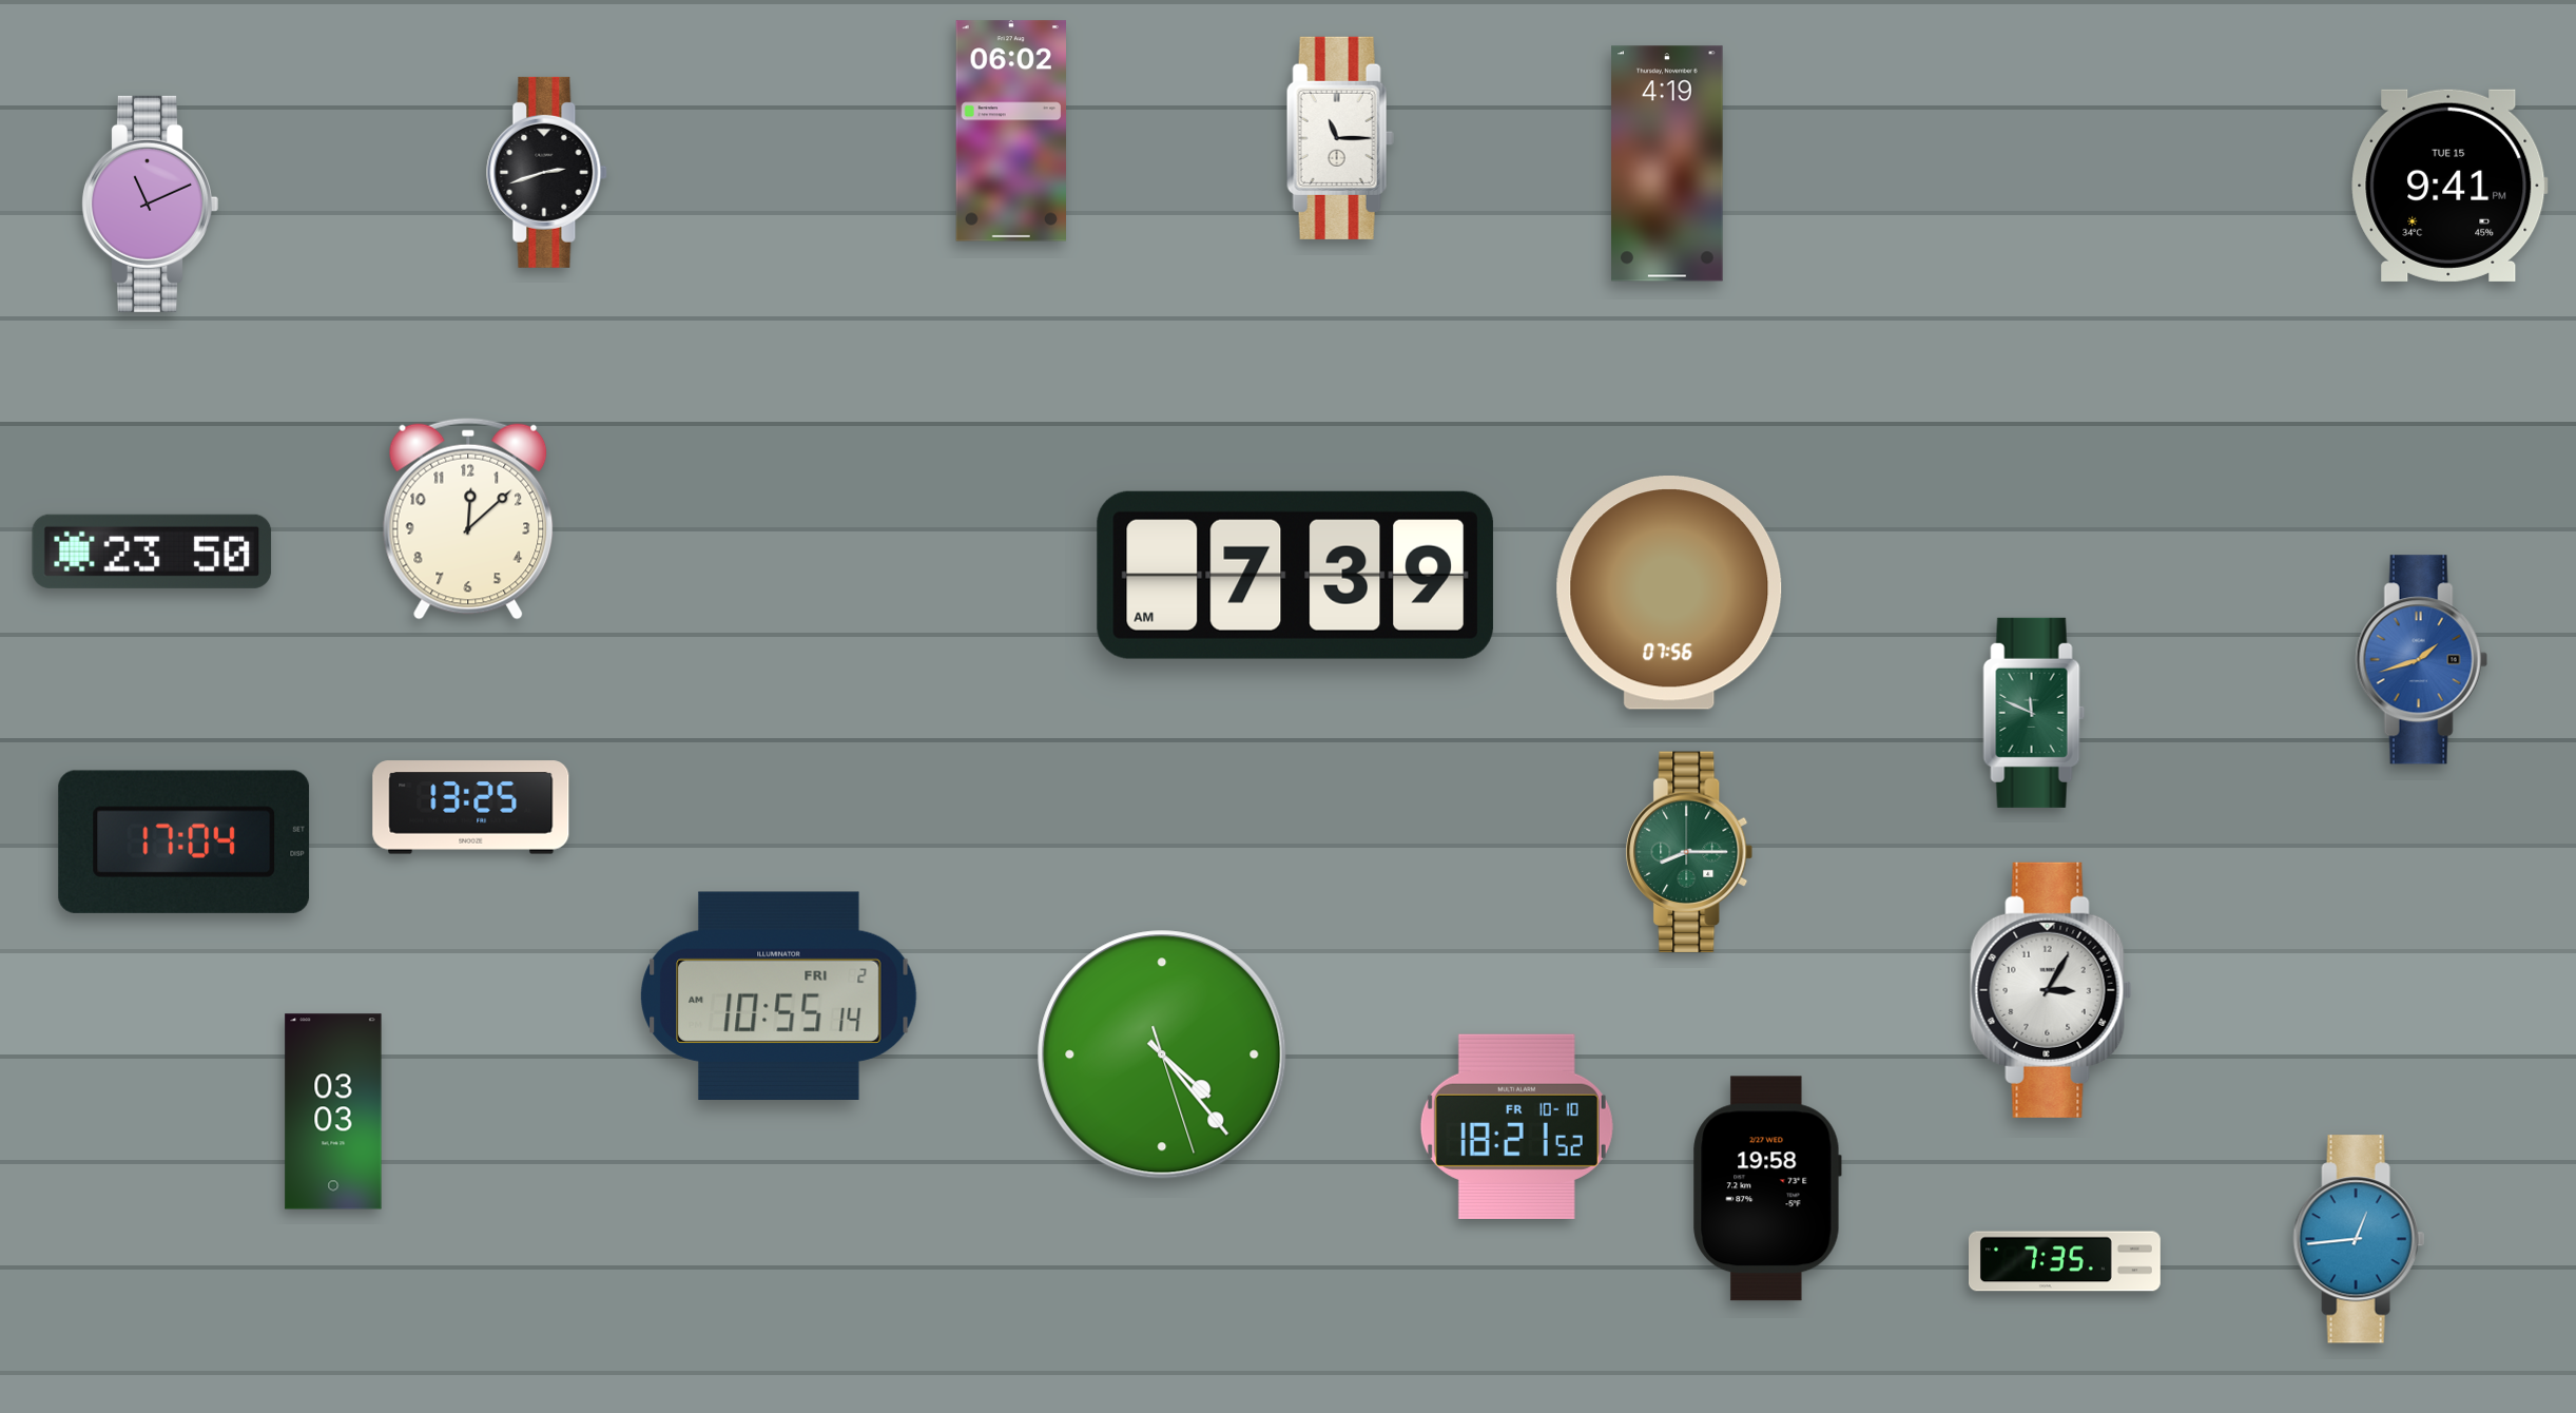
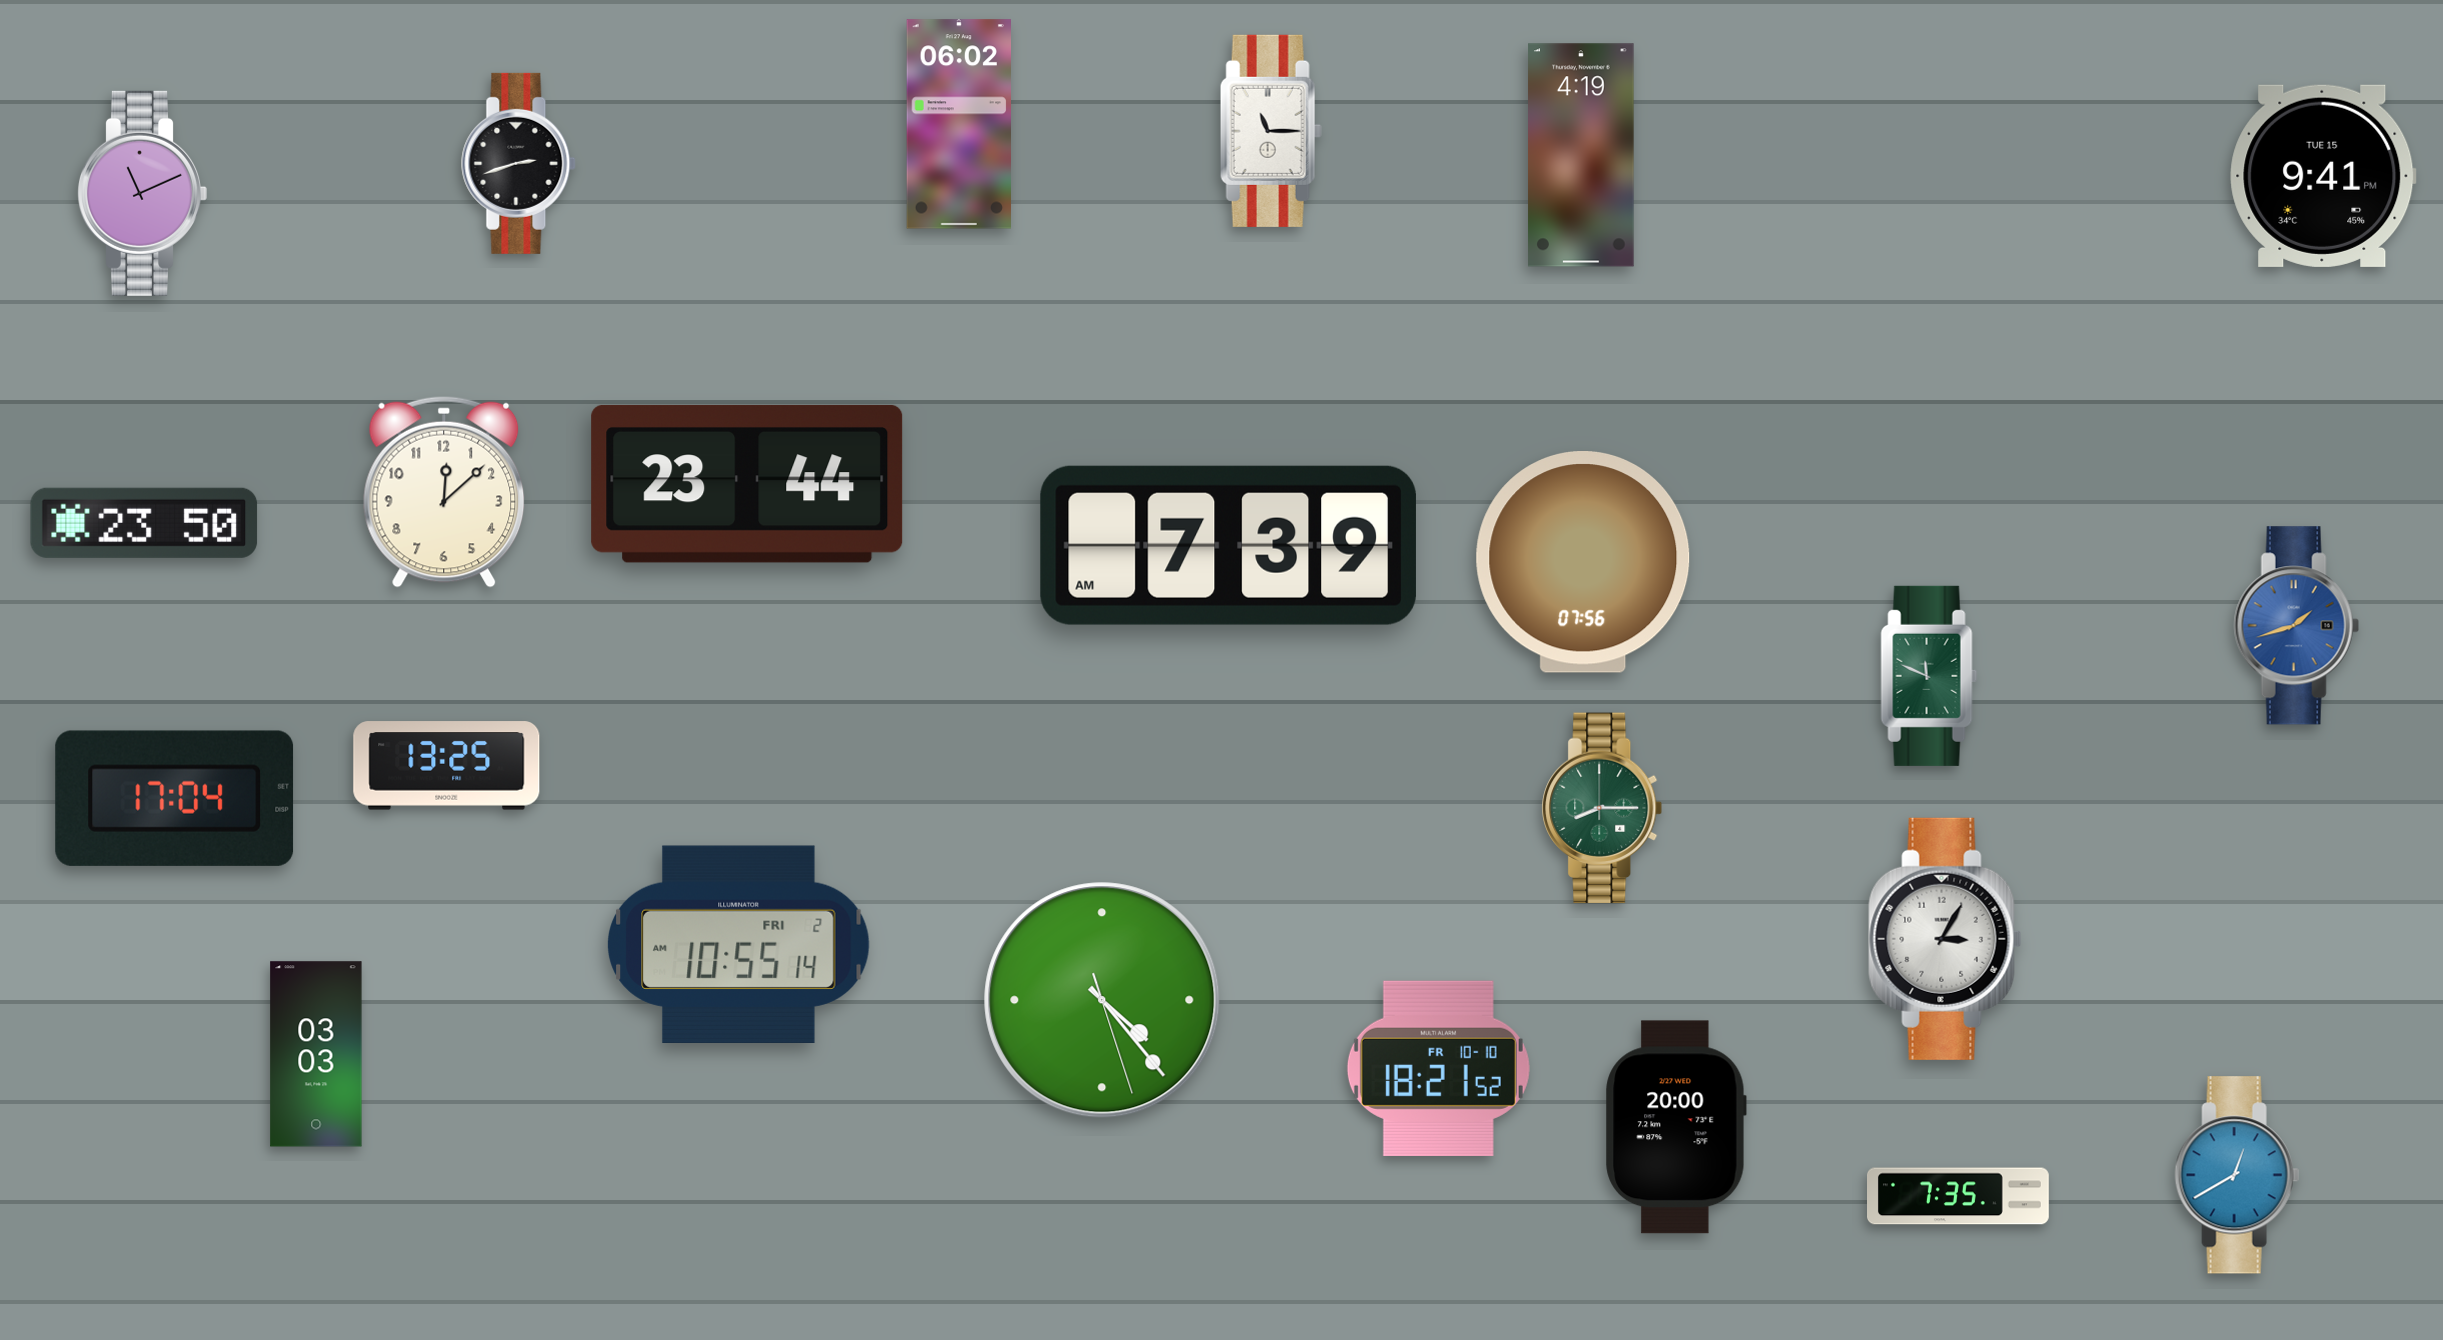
clock at (747, 484): none -> 23:44
clock at (1767, 1188): 19:58 -> 20:00
clock at (2359, 1239): 12:44 -> 12:40
